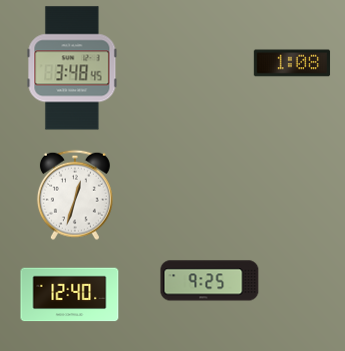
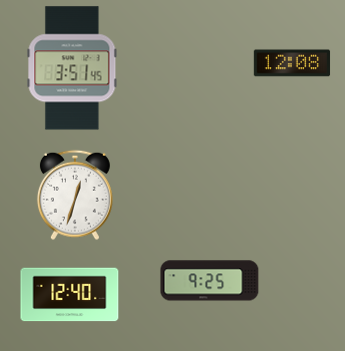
clock at (292, 63): 1:08 -> 12:08
clock at (72, 68): 3:48 -> 3:51
